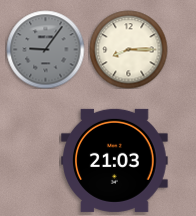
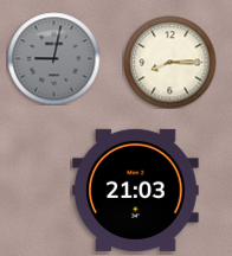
clock at (45, 49): 9:06 -> 9:02
clock at (128, 49) position: (128, 49) -> (169, 62)
